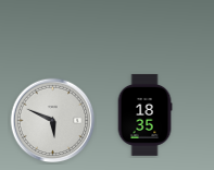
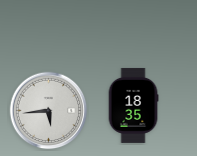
clock at (53, 121): 5:49 -> 5:44
